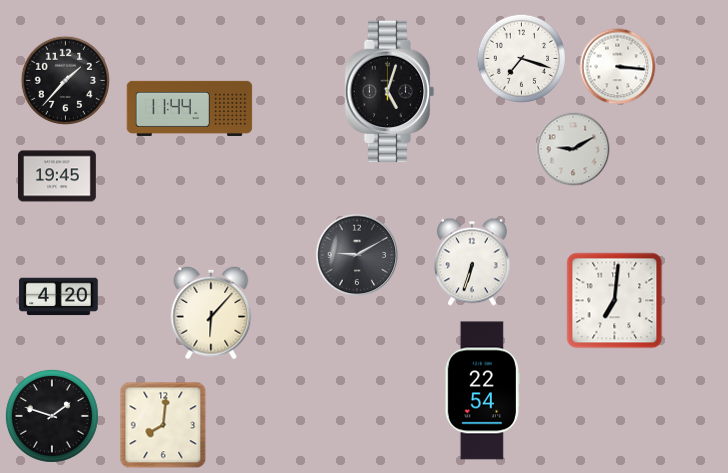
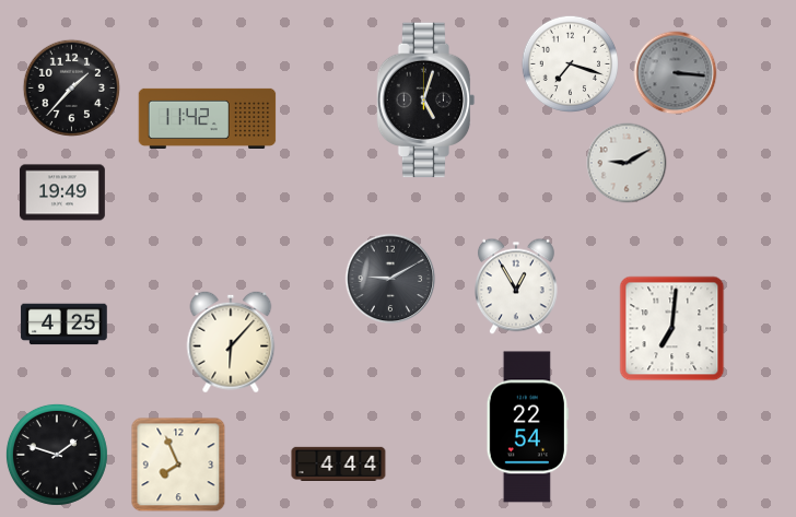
clock at (618, 67) dial: white -> grey
clock at (190, 108): 11:44 -> 11:42
clock at (57, 176): 19:45 -> 19:49
clock at (473, 262): 6:33 -> 12:55
clock at (59, 297): 4:20 -> 4:25
clock at (339, 463): none -> 4:44
clock at (163, 425): 8:01 -> 7:56
